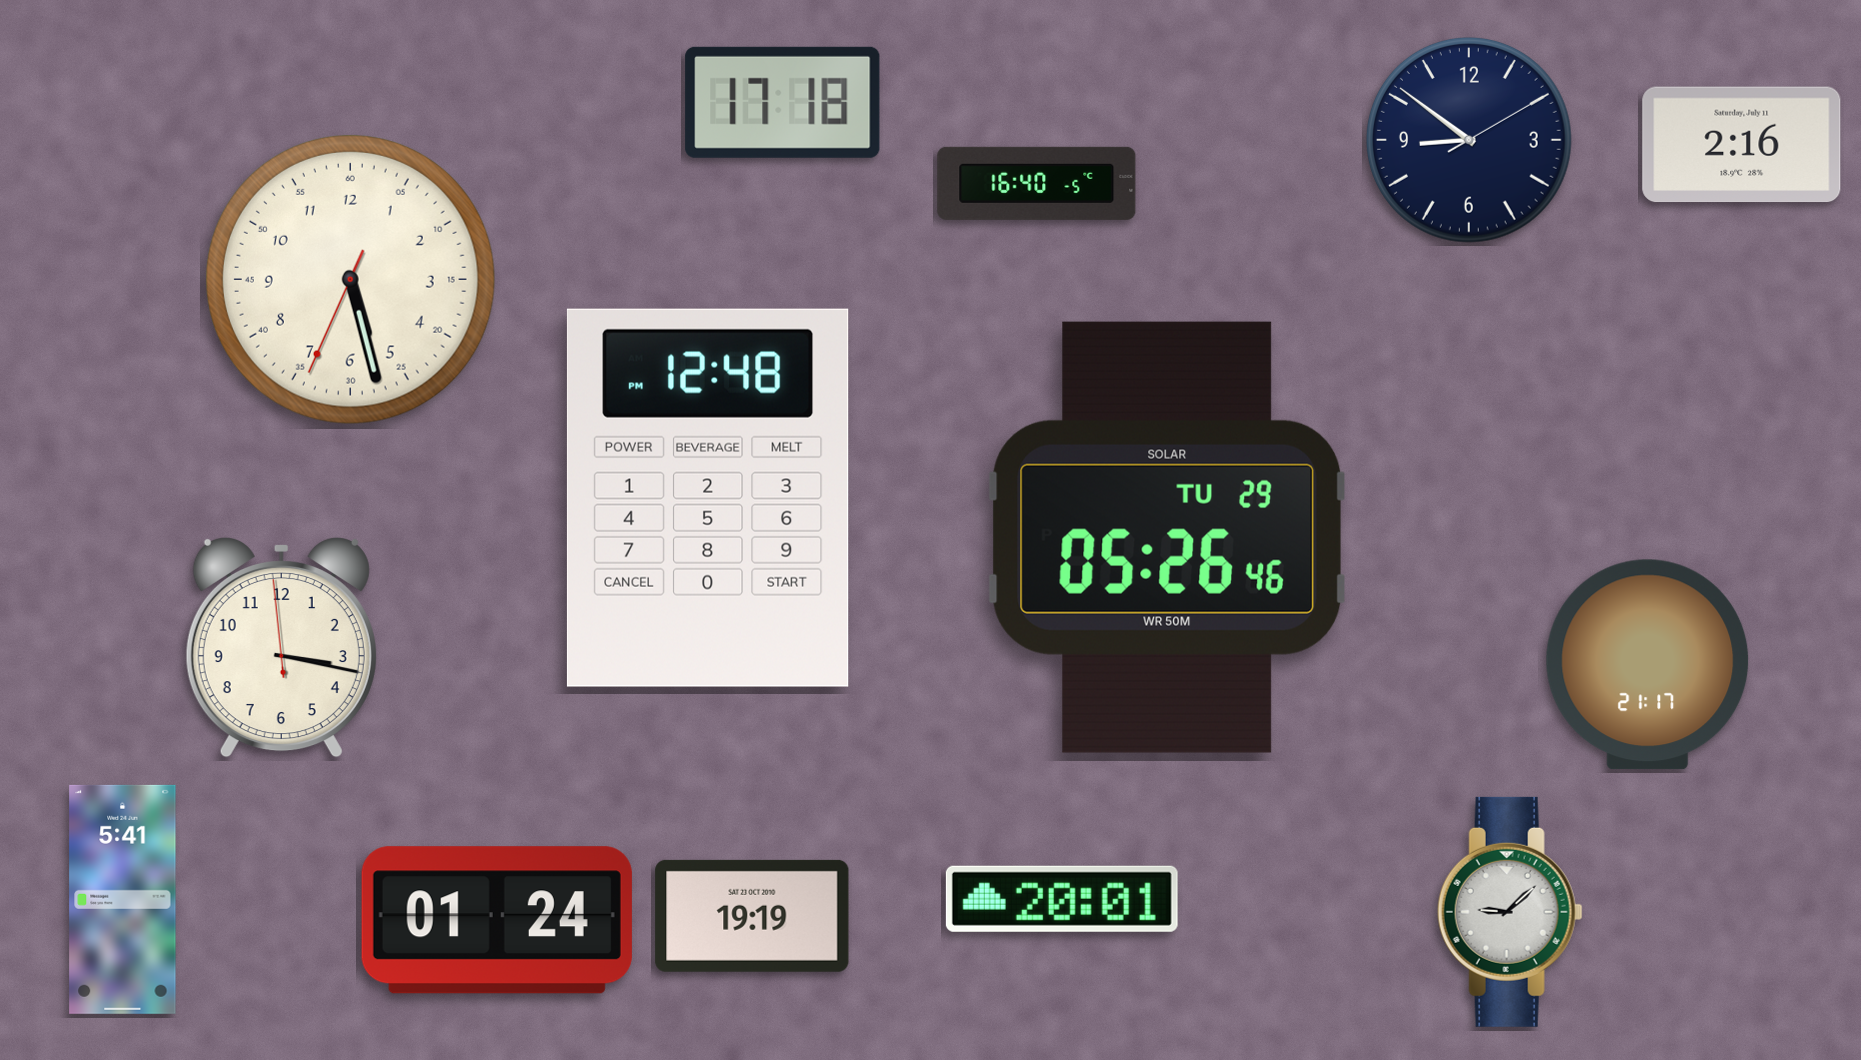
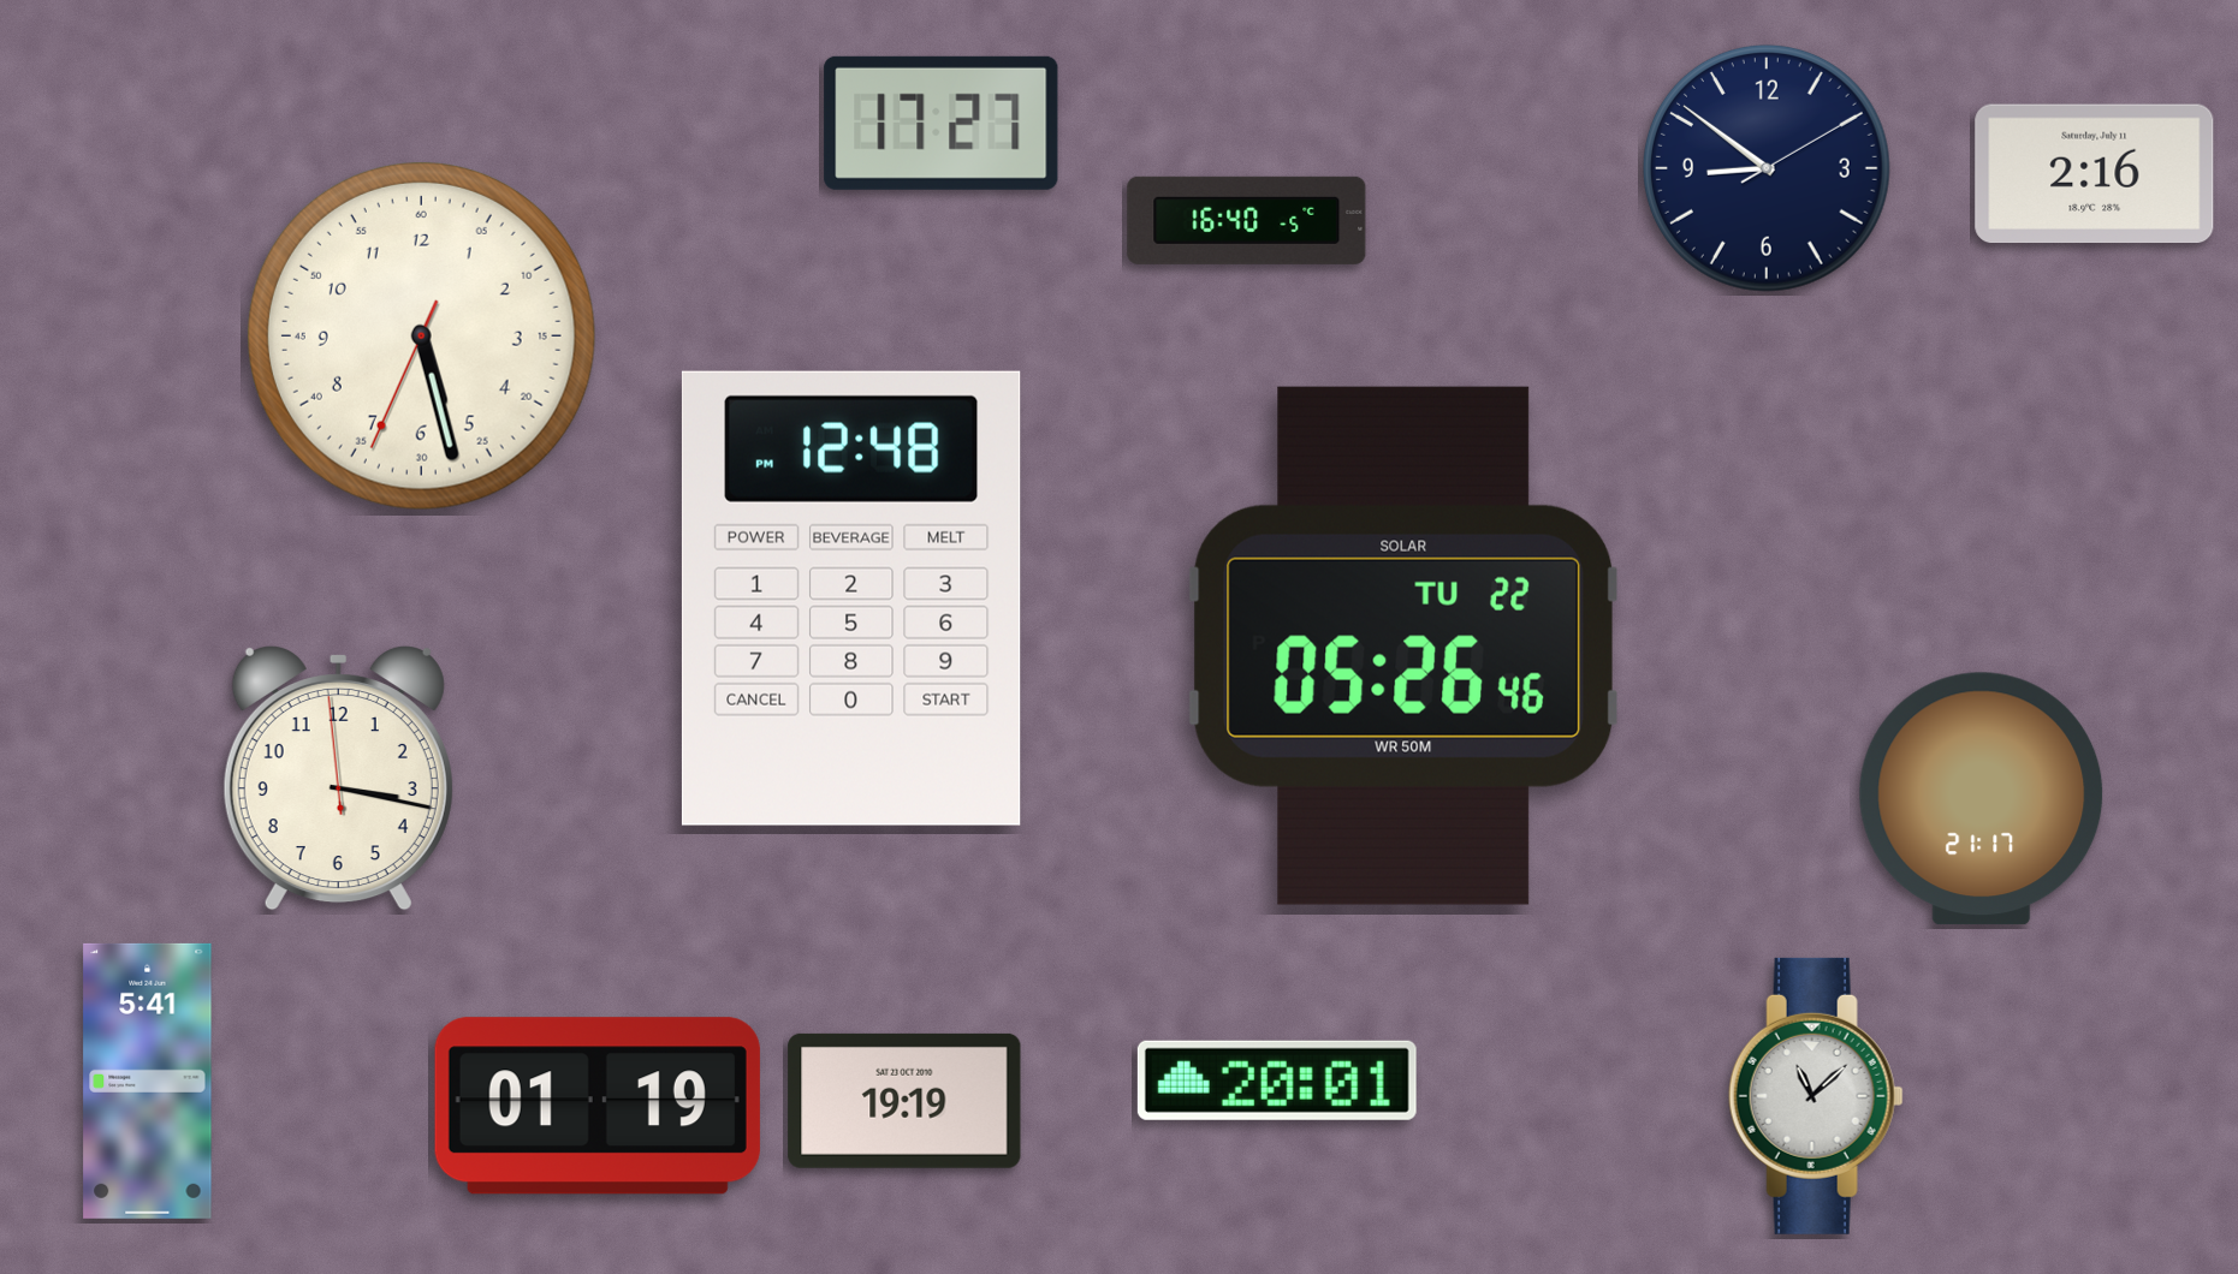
clock at (783, 102): 17:18 -> 17:27
clock at (1167, 537) date: TU 29 -> TU 22
clock at (1510, 912): 9:08 -> 11:08
clock at (497, 920): 01:24 -> 01:19
